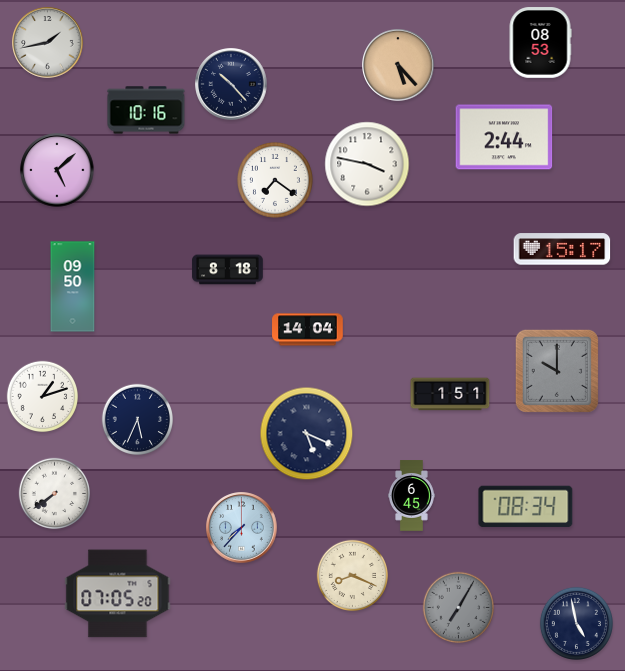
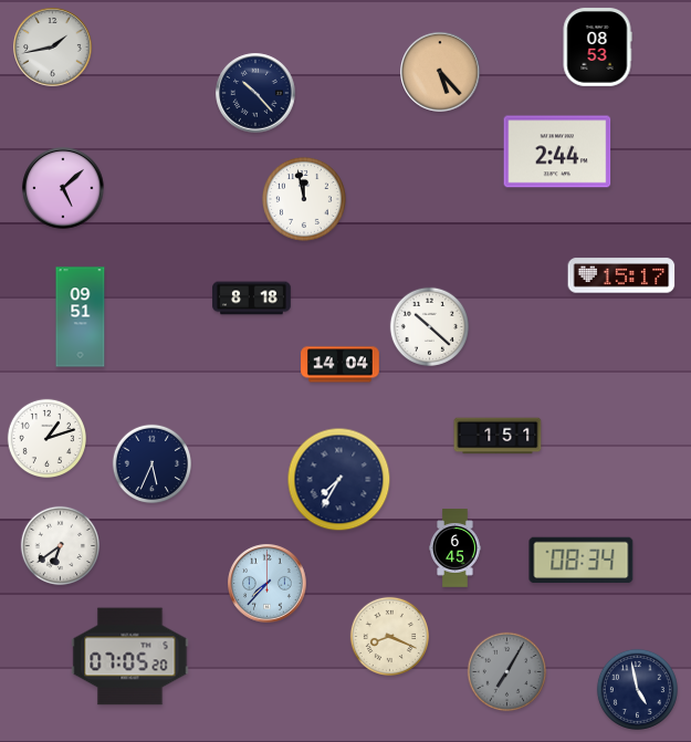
clock at (146, 110): 10:16 -> none
clock at (367, 164): 3:47 -> none
clock at (275, 180): 7:21 -> 11:58
clock at (73, 287): 09:50 -> 09:51
clock at (430, 327): none -> 10:22
clock at (557, 371): 10:00 -> none
clock at (307, 434): 5:19 -> 7:35
clock at (55, 494): 7:39 -> 6:39
